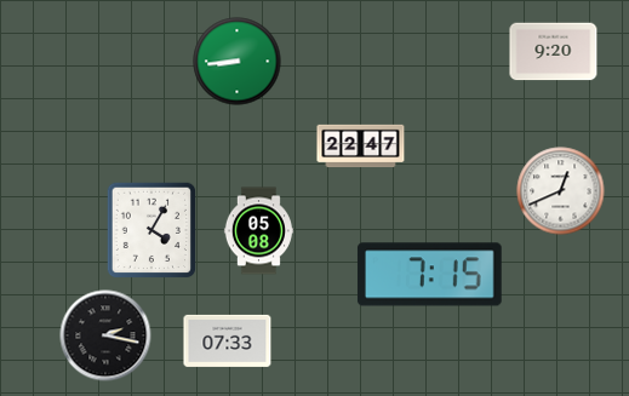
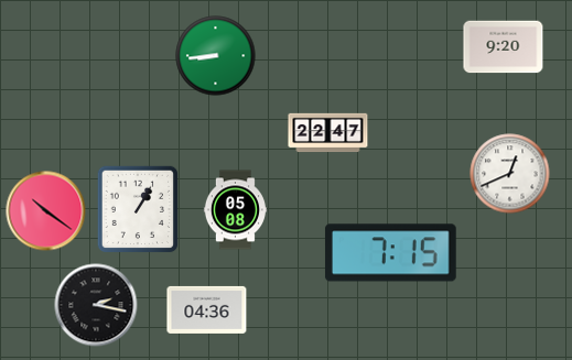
clock at (151, 230): 4:05 -> 1:05
clock at (46, 211): none -> 10:21
clock at (429, 275) position: (429, 275) -> (390, 253)
clock at (228, 340): 07:33 -> 04:36
